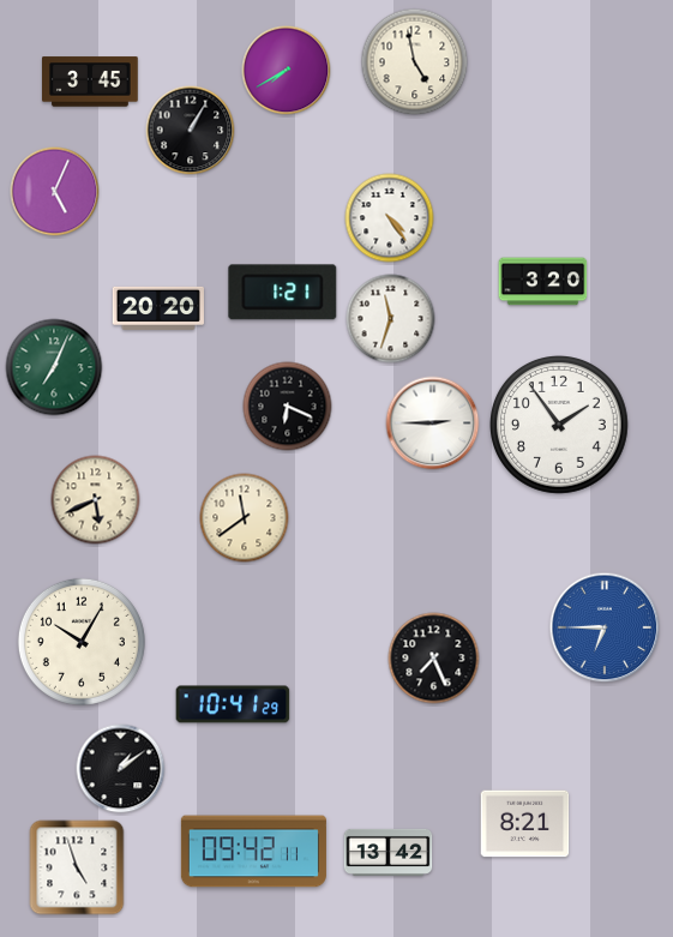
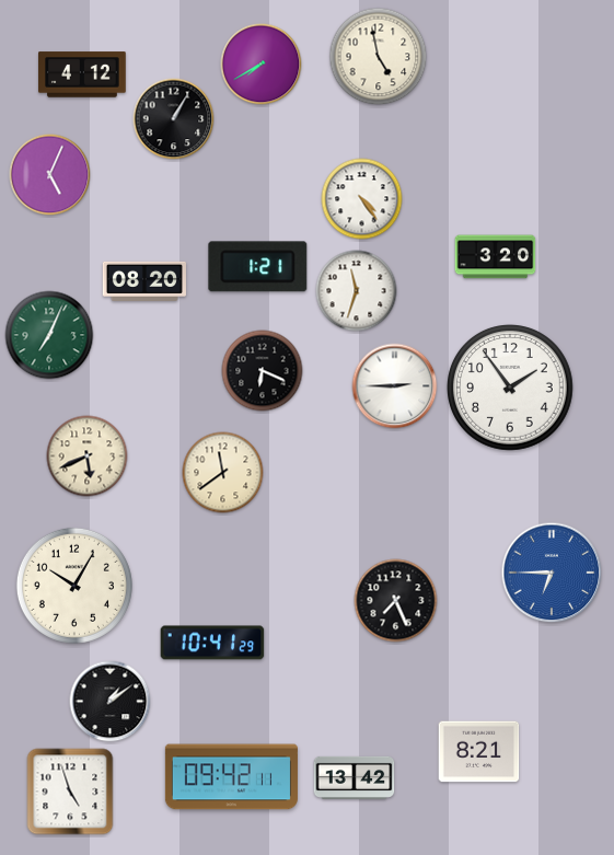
clock at (91, 82): 3:45 -> 4:12
clock at (390, 218) position: (390, 218) -> (362, 199)
clock at (158, 308): 20:20 -> 08:20
